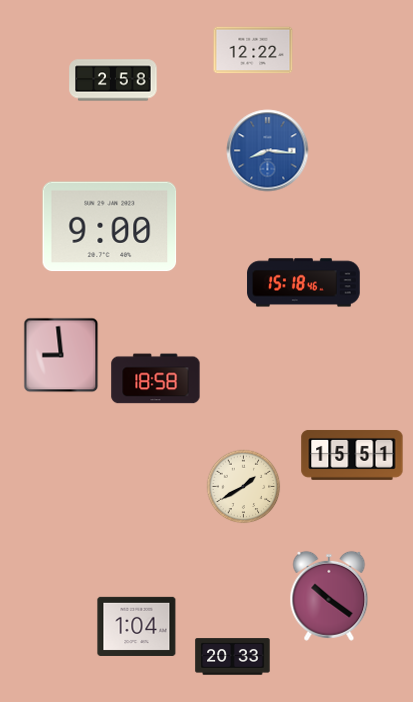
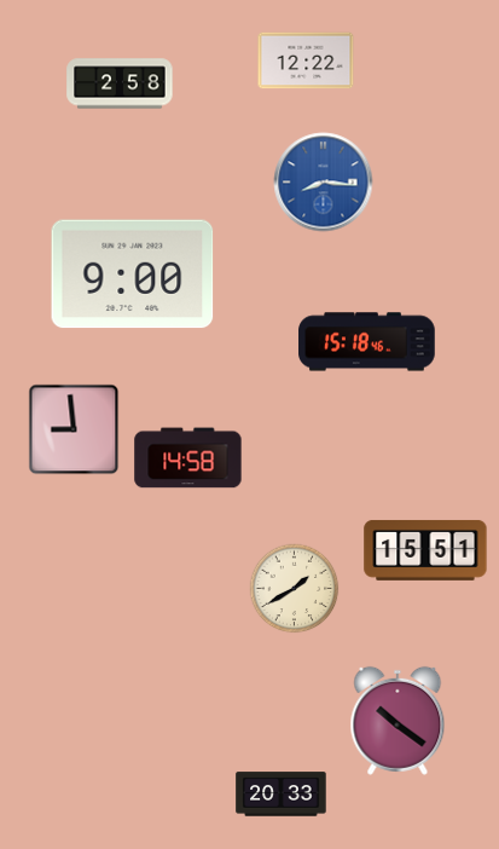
clock at (113, 80) position: (113, 80) -> (120, 83)
clock at (156, 379): 18:58 -> 14:58
clock at (137, 626): 1:04 -> none
